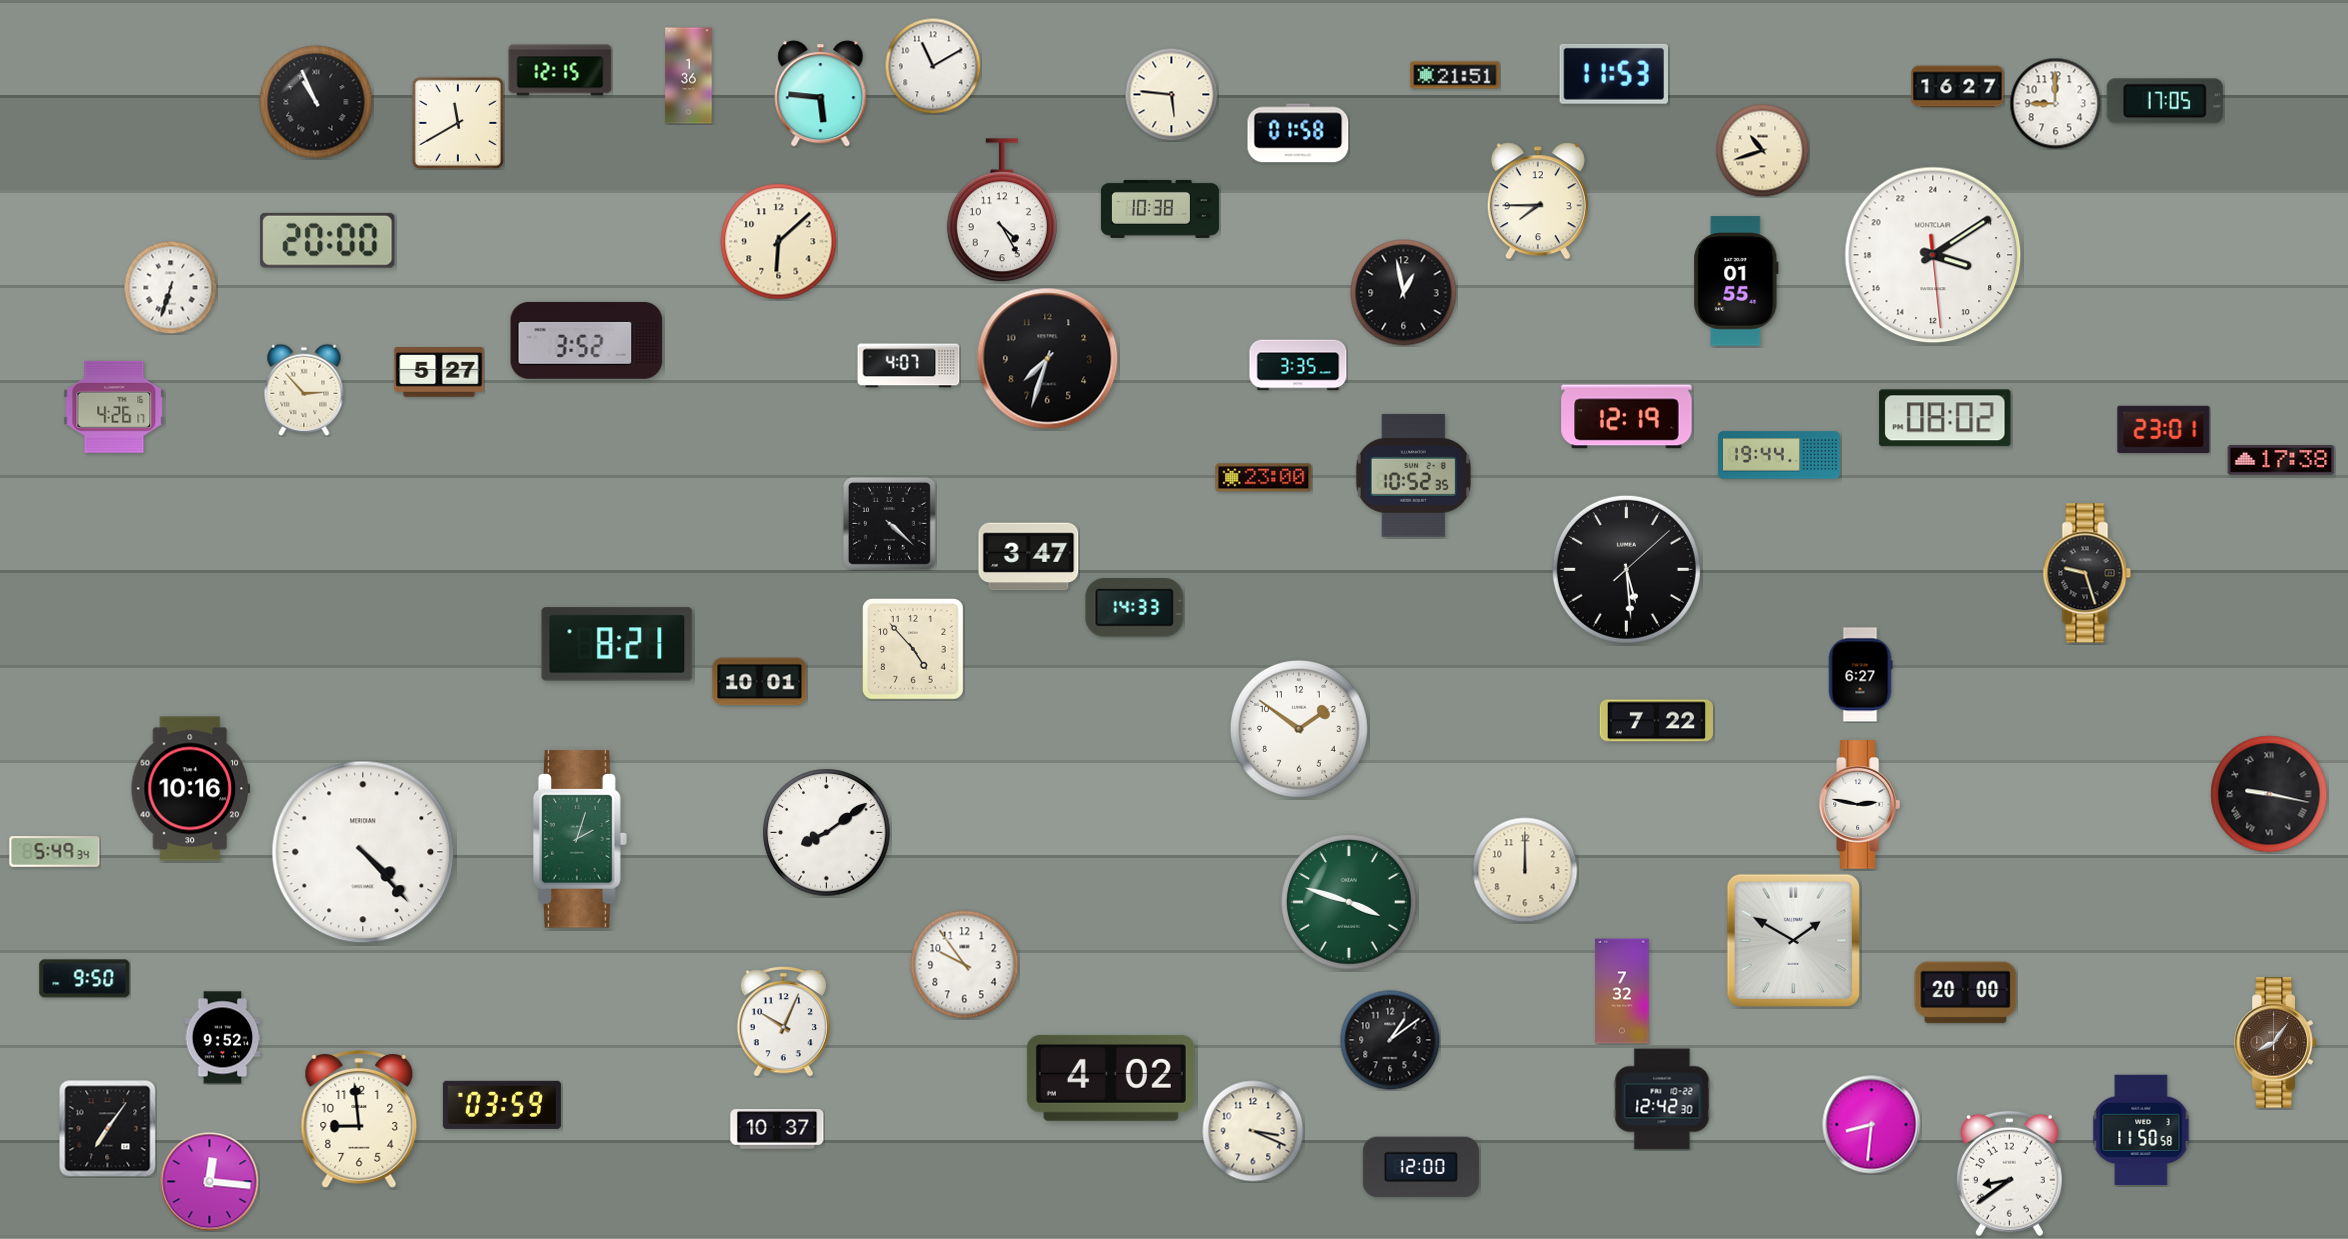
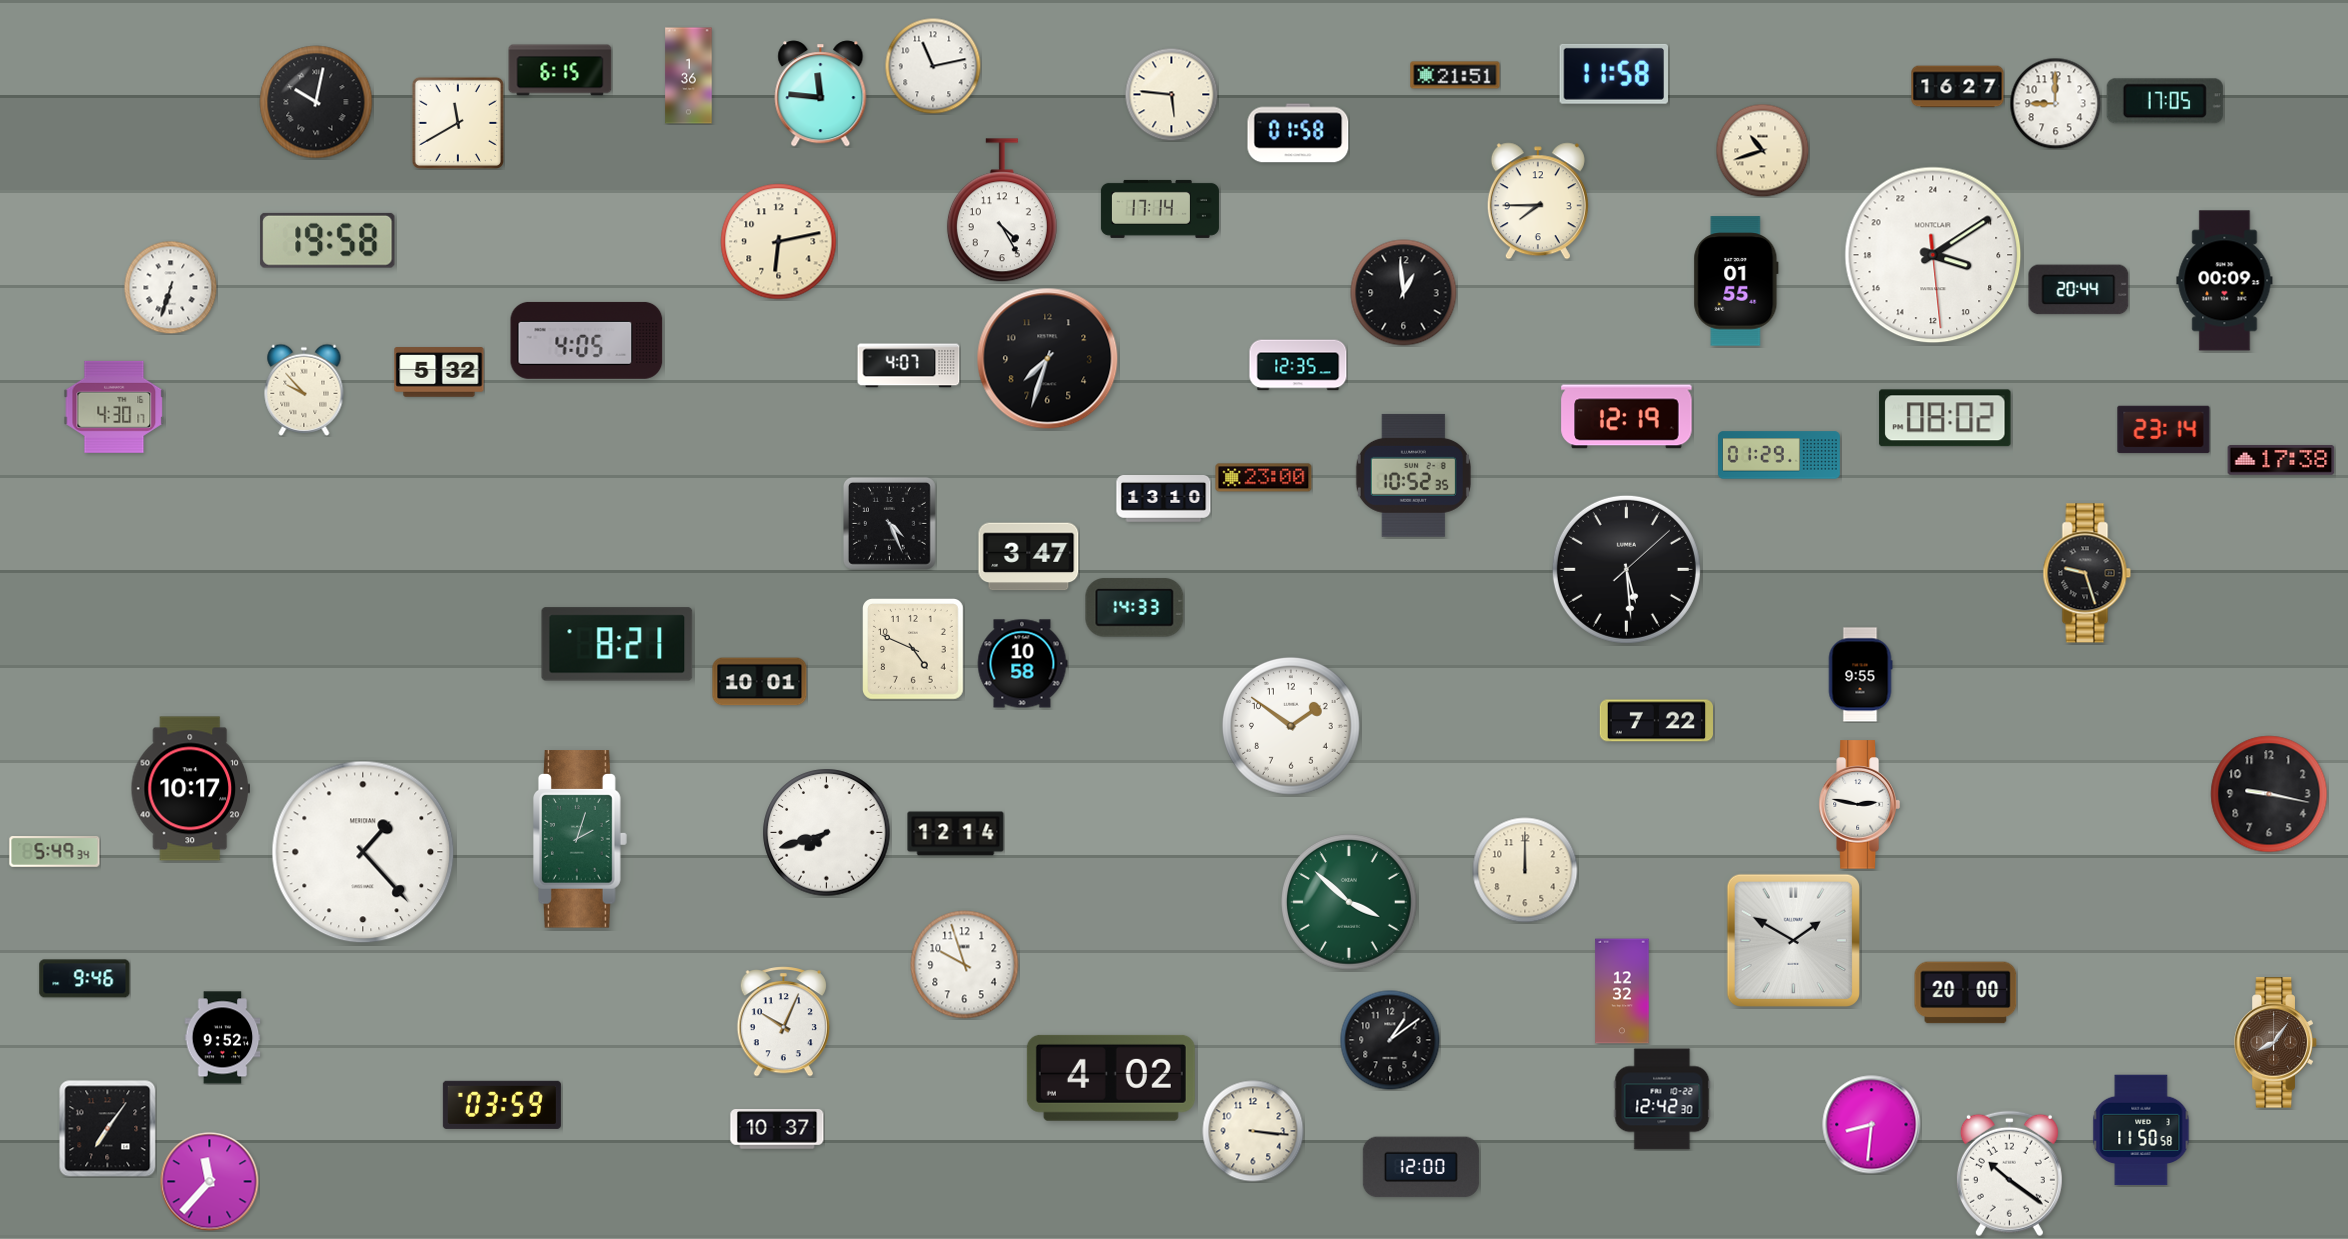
clock at (933, 66): 11:10 -> 11:13
clock at (560, 70): 12:15 -> 6:15
clock at (1614, 74): 11:53 -> 11:58
clock at (821, 94): 5:46 -> 11:46
clock at (316, 102): 10:56 -> 10:02
clock at (1160, 209): 10:38 -> 17:14
clock at (328, 240): 20:00 -> 19:58
clock at (779, 242): 6:08 -> 6:13
clock at (2225, 281): none -> 00:09
clock at (2079, 290): none -> 20:44
clock at (1404, 293): 12:58 -> 12:59
clock at (587, 340): 3:52 -> 4:05
clock at (1298, 365): 3:35 -> 12:35
clock at (439, 372): 5:27 -> 5:32
clock at (304, 390): 2:53 -> 9:53
clock at (114, 407): 4:26 -> 4:30
clock at (2164, 430): 23:01 -> 23:14
clock at (1779, 455): 19:44 -> 01:29
clock at (1164, 499): none -> 13:10
clock at (889, 523): 4:22 -> 4:26
clock at (914, 650): 4:53 -> 4:49
clock at (1022, 664): none -> 10:58
clock at (1860, 675): 6:27 -> 9:55
clock at (1299, 729) position: (1299, 729) -> (1291, 726)
clock at (190, 789): 10:16 -> 10:17
clock at (2269, 794) numerals: Roman -> Arabic
clock at (827, 833): 8:09 -> 7:42
clock at (956, 834): none -> 12:14
clock at (363, 852): 4:23 -> 1:23
clock at (1350, 903): 3:48 -> 3:52
clock at (965, 965): 9:54 -> 9:57
clock at (85, 979): 9:50 -> 9:46
clock at (1622, 991): 7:32 -> 12:32
clock at (359, 1120): 8:59 -> none
clock at (1253, 1131): 3:19 -> 3:16
clock at (2009, 1174): 8:39 -> 10:21
clock at (210, 1182): 12:16 -> 11:37
